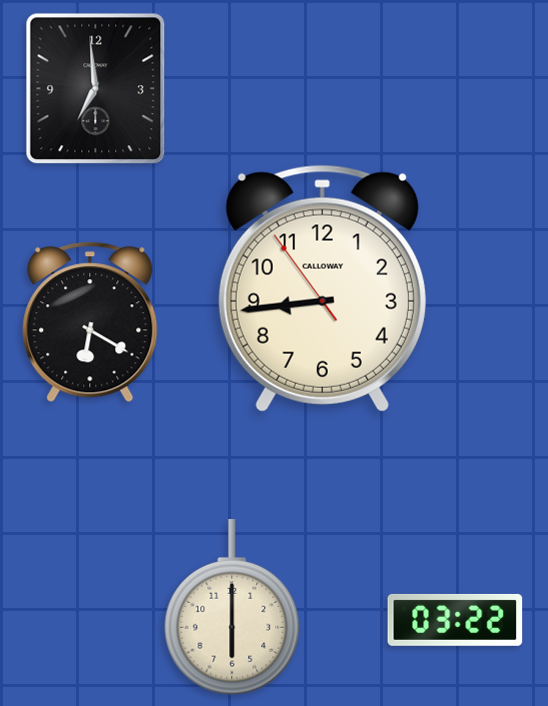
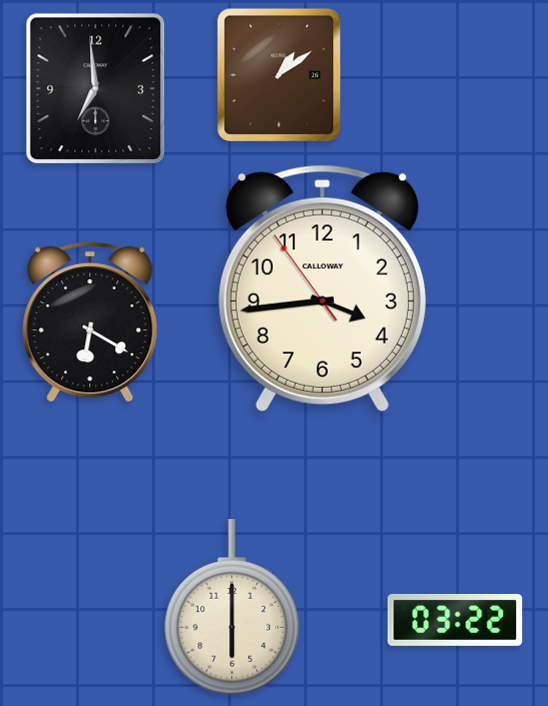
clock at (279, 75): none -> 1:09
clock at (322, 288): 8:43 -> 3:43
